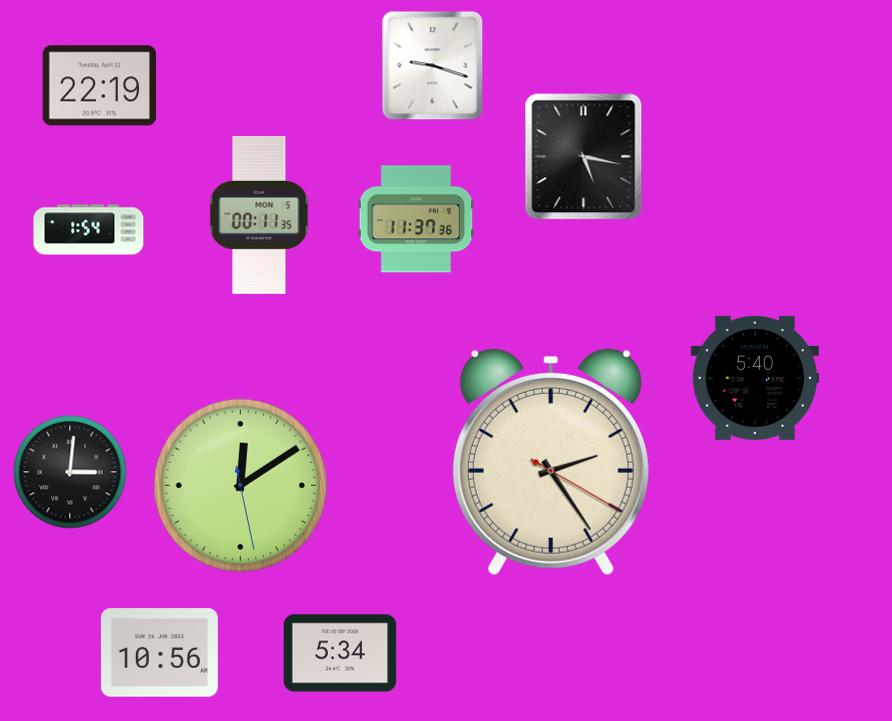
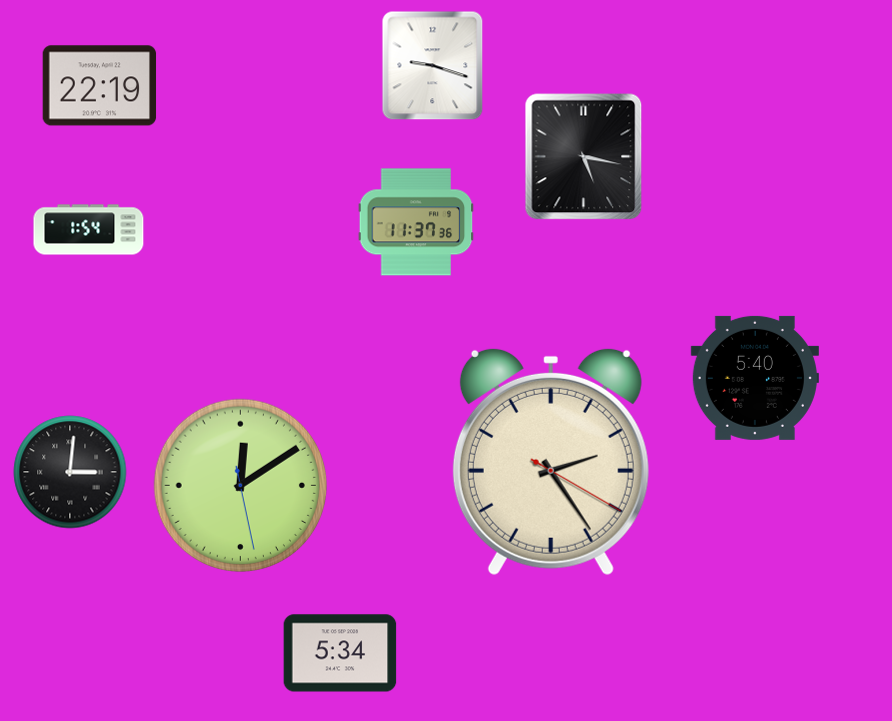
clock at (259, 215): 00:11 -> none
clock at (416, 219) position: (416, 219) -> (416, 222)
clock at (159, 653): 10:56 -> none
